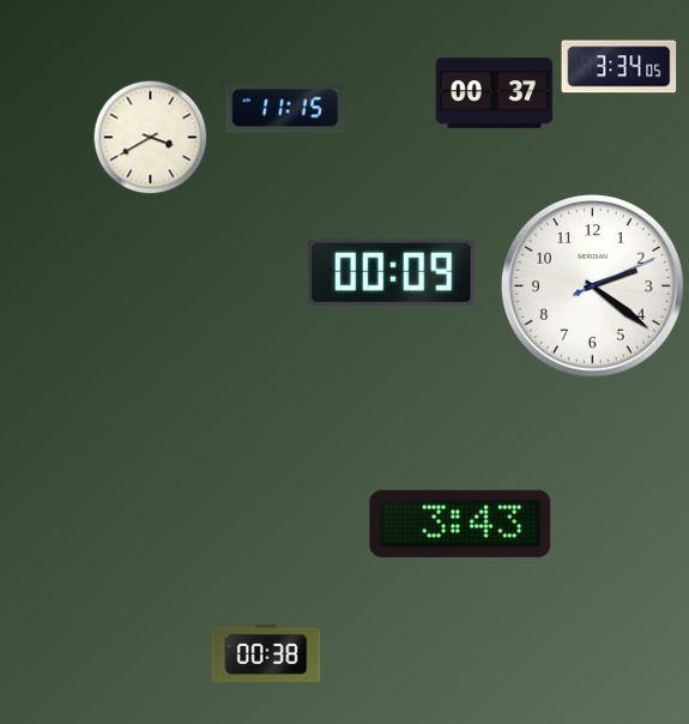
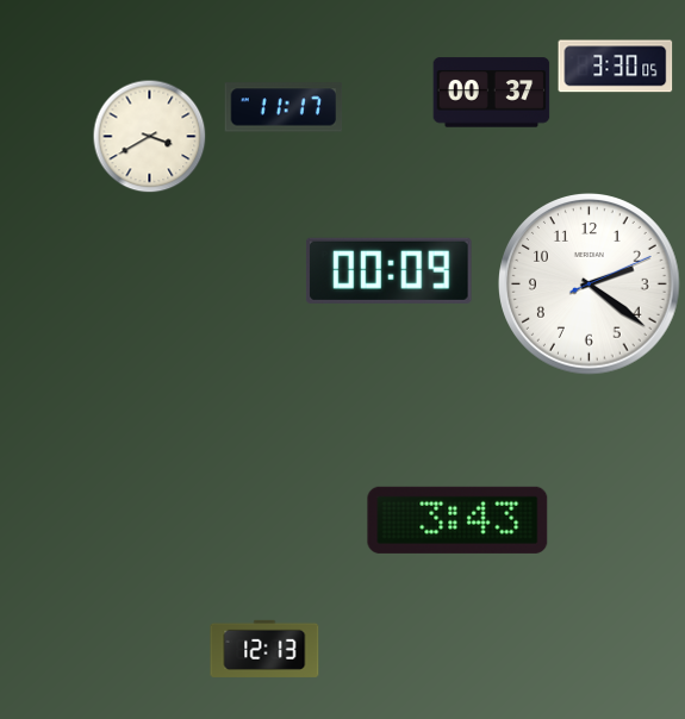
clock at (620, 67): 3:34 -> 3:30
clock at (285, 108): 11:15 -> 11:17
clock at (266, 653): 00:38 -> 12:13
